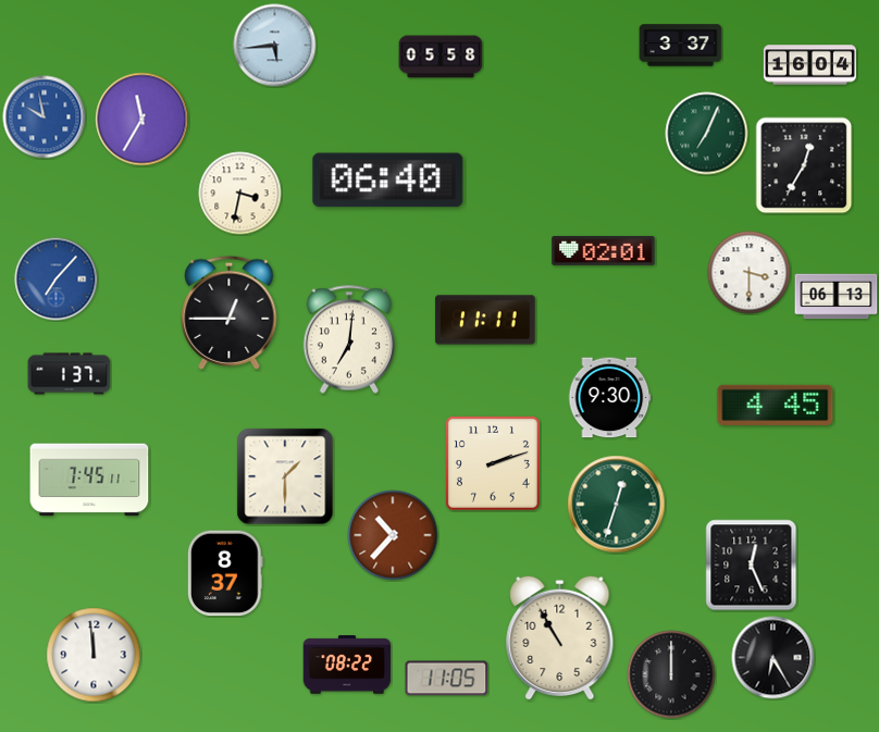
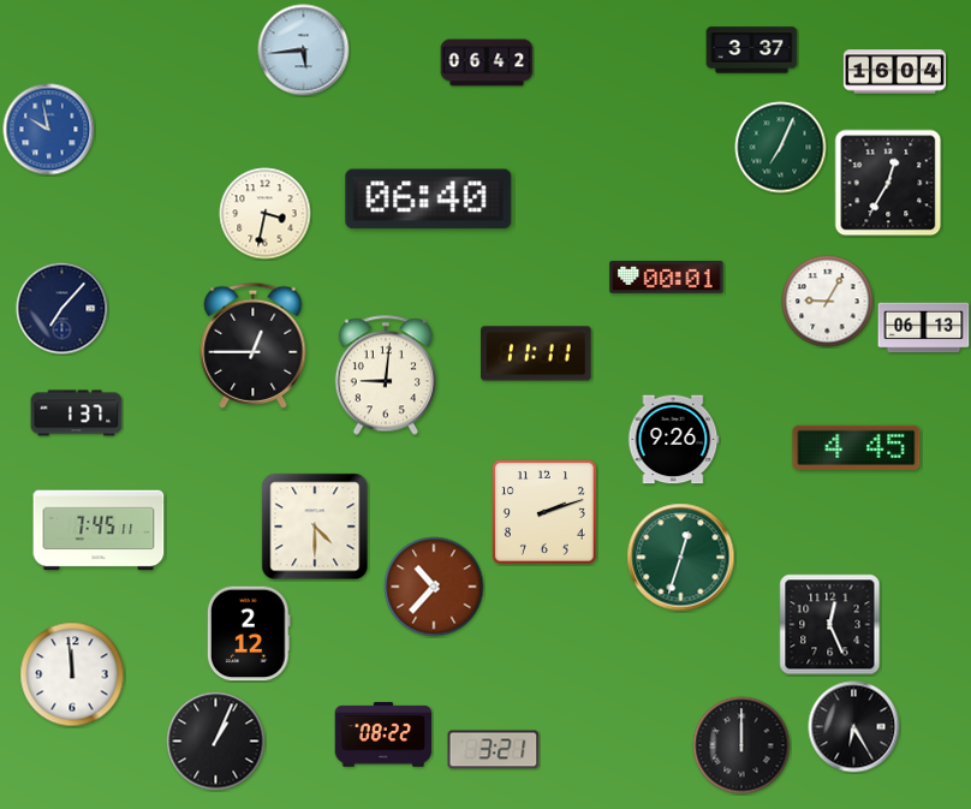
clock at (441, 57): 05:58 -> 06:42
clock at (143, 120): 11:35 -> none
clock at (604, 251): 02:01 -> 00:01
clock at (750, 273): 3:30 -> 9:05
clock at (57, 280) dial: blue -> navy
clock at (348, 339): 7:01 -> 9:01
clock at (609, 398): 9:30 -> 9:26
clock at (285, 476): 1:30 -> 4:30
clock at (393, 535) position: (393, 535) -> (434, 587)
clock at (225, 573): 8:37 -> 2:12
clock at (560, 637): 10:55 -> none
clock at (94, 655) position: (94, 655) -> (72, 674)
clock at (216, 742): none -> 1:04
clock at (447, 679): 11:05 -> 3:21
